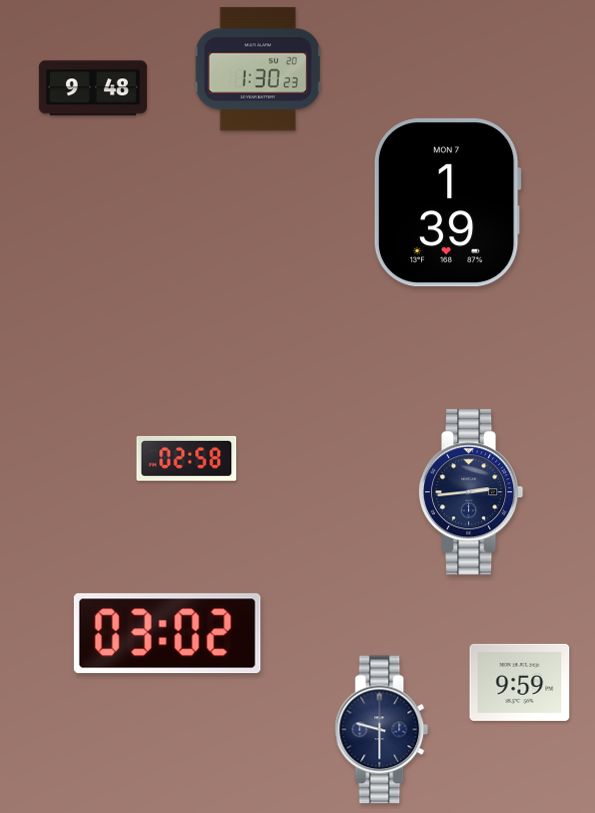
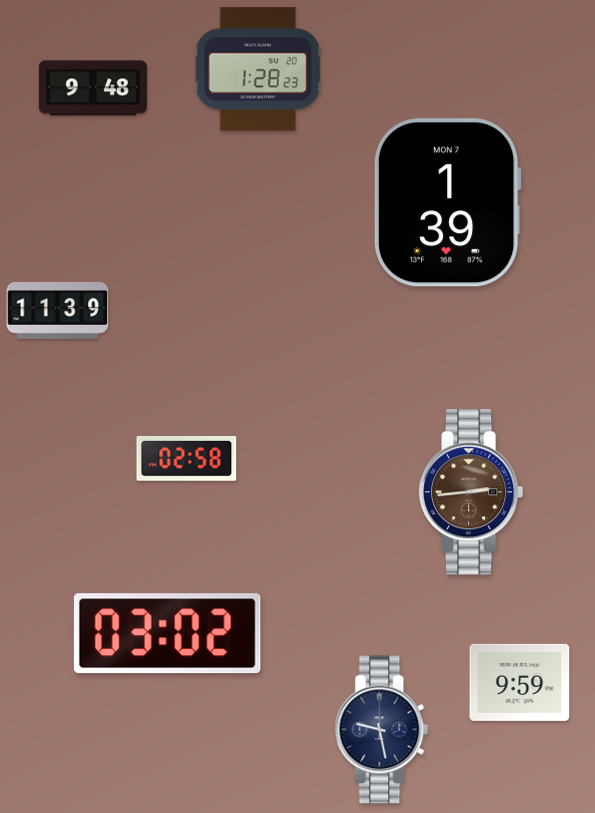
clock at (258, 69): 1:30 -> 1:28
clock at (58, 310): none -> 11:39
clock at (472, 492) dial: navy -> brown
clock at (382, 730): 9:30 -> 9:28
